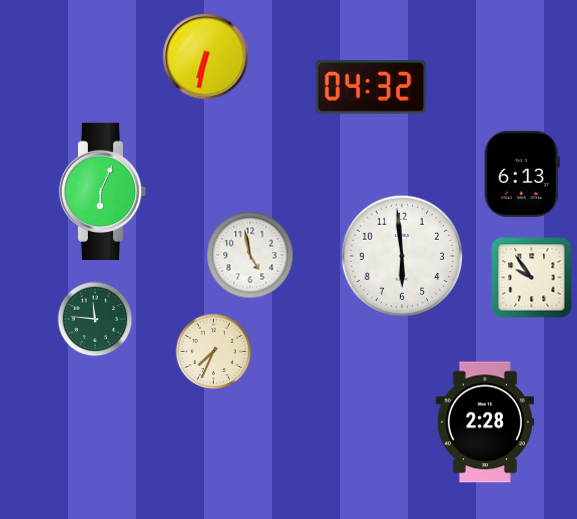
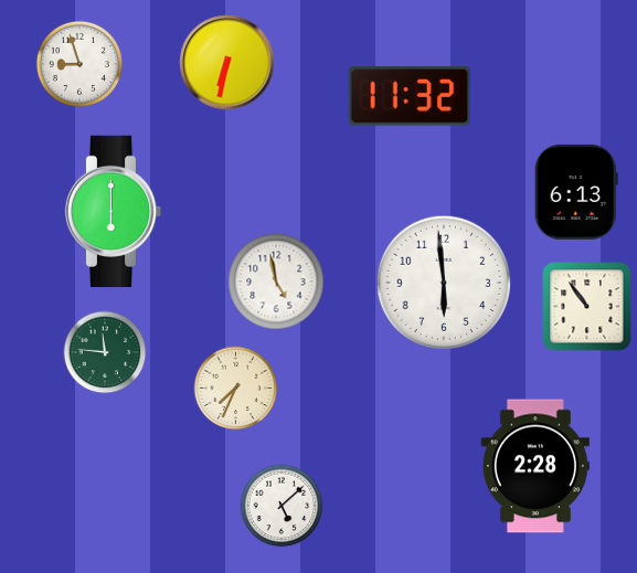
clock at (78, 63): none -> 8:57
clock at (371, 87): 04:32 -> 11:32
clock at (103, 192): 6:04 -> 6:00
clock at (532, 278): 9:54 -> 10:54
clock at (282, 506): none -> 5:08
